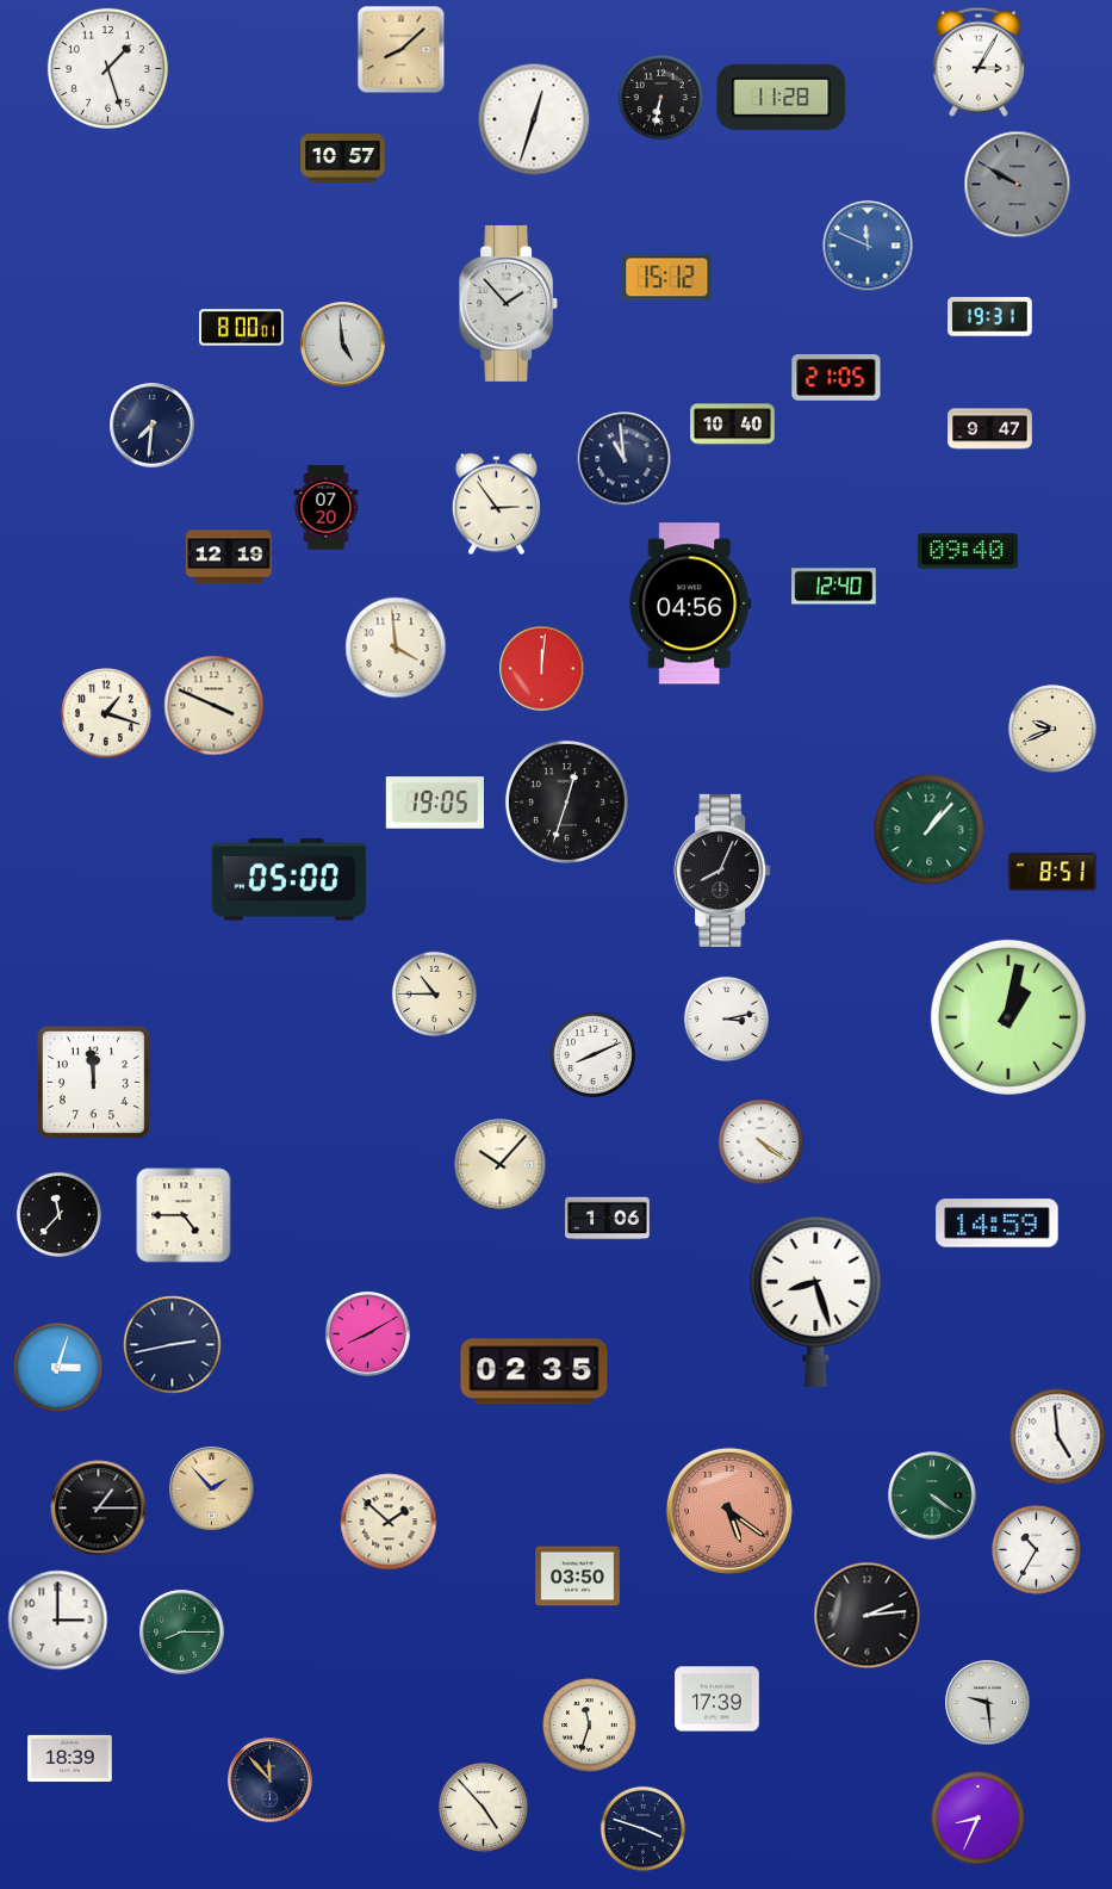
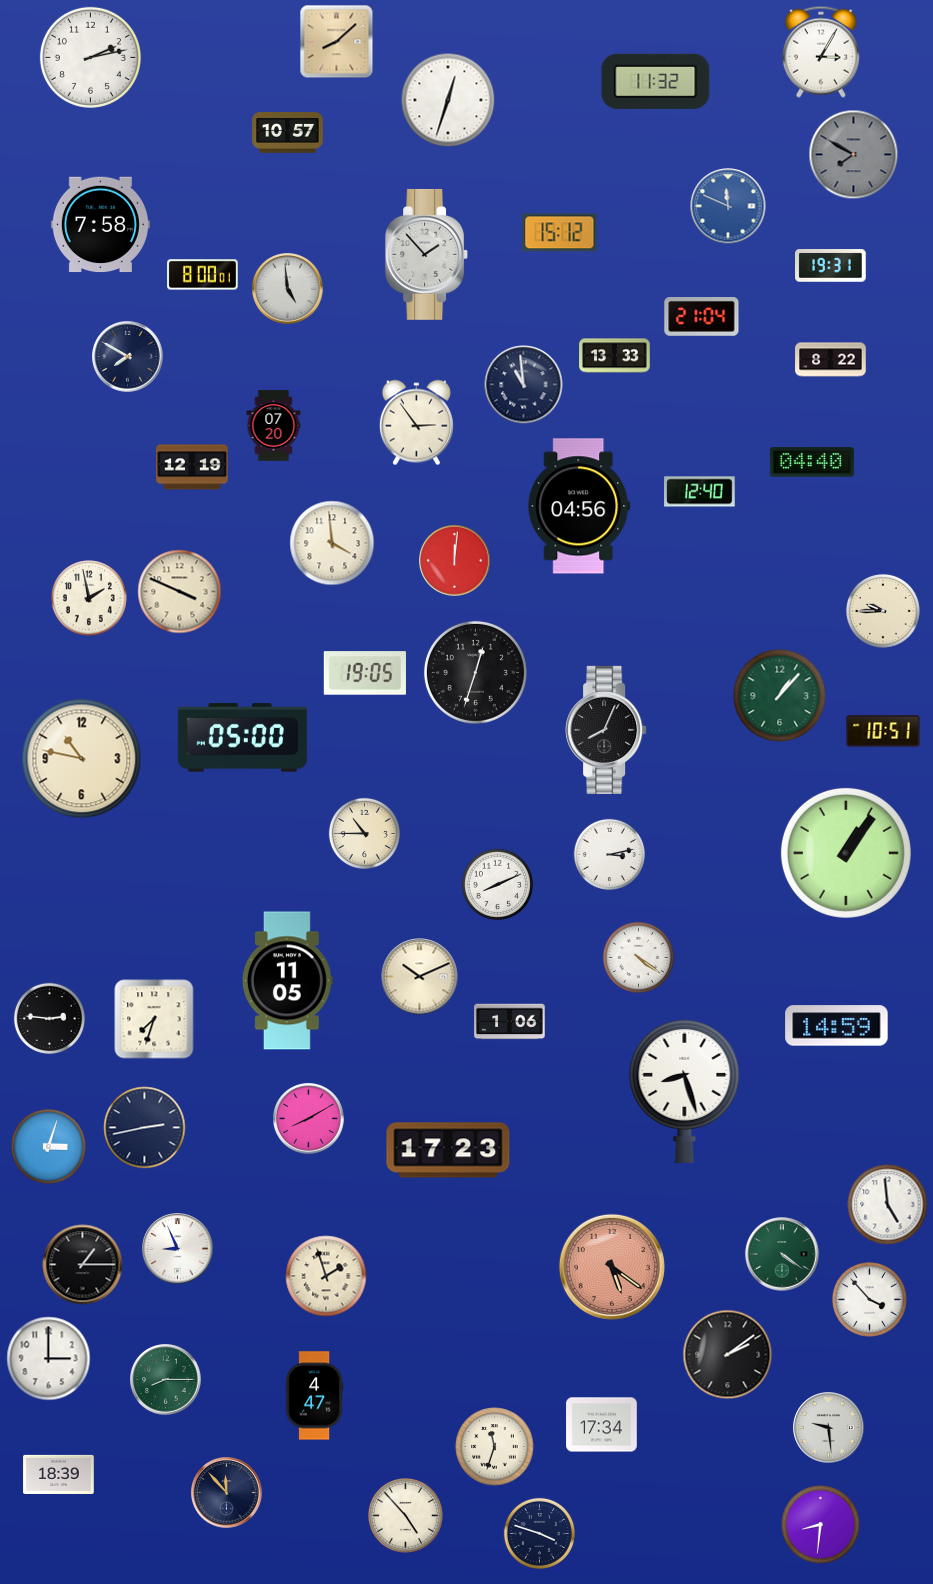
clock at (107, 68): 1:27 -> 2:13
clock at (660, 97): 6:32 -> none
clock at (782, 97): 11:28 -> 11:32
clock at (1018, 185): 9:50 -> 7:50
clock at (100, 225): none -> 7:58
clock at (837, 378): 21:05 -> 21:04
clock at (733, 425): 10:40 -> 13:33
clock at (153, 426): 7:31 -> 7:50
clock at (990, 429): 9:47 -> 8:22
clock at (968, 551): 09:40 -> 04:40
clock at (106, 713): 1:18 -> 1:58
clock at (1052, 729): 9:41 -> 9:45
clock at (1052, 872): 8:51 -> 10:51
clock at (82, 759): none -> 10:47
clock at (1008, 1017): 1:02 -> 1:06
clock at (93, 1082): 11:59 -> none
clock at (501, 1165): 10:07 -> 10:11
clock at (287, 981): none -> 11:05
clock at (58, 1214): 11:37 -> 2:46
clock at (184, 1215): 4:45 -> 7:33
clock at (534, 1371): 02:35 -> 17:23
clock at (212, 1489): 1:53 -> 8:56
clock at (212, 1489) dial: champagne -> white
clock at (389, 1522): 1:52 -> 1:57
clock at (1037, 1550): 10:35 -> 3:53
clock at (578, 1577): 03:50 -> none
clock at (868, 1616): 2:14 -> 2:09
clock at (182, 1633) position: (182, 1633) -> (166, 1380)
clock at (314, 1396): none -> 4:47
clock at (717, 1699): 17:39 -> 17:34
clock at (979, 1819): 8:34 -> 8:31
